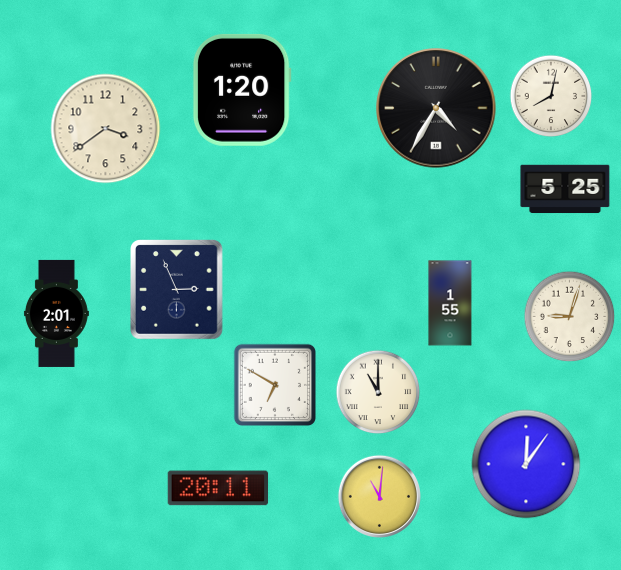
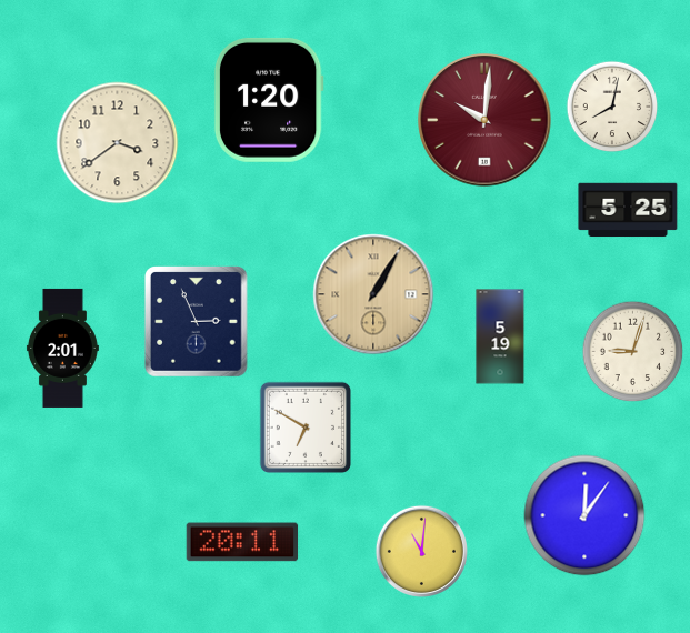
clock at (436, 108): 4:35 -> 10:01
clock at (436, 108) dial: black -> burgundy
clock at (373, 294): none -> 1:05
clock at (450, 303): 1:55 -> 5:19
clock at (378, 392): 11:00 -> none
